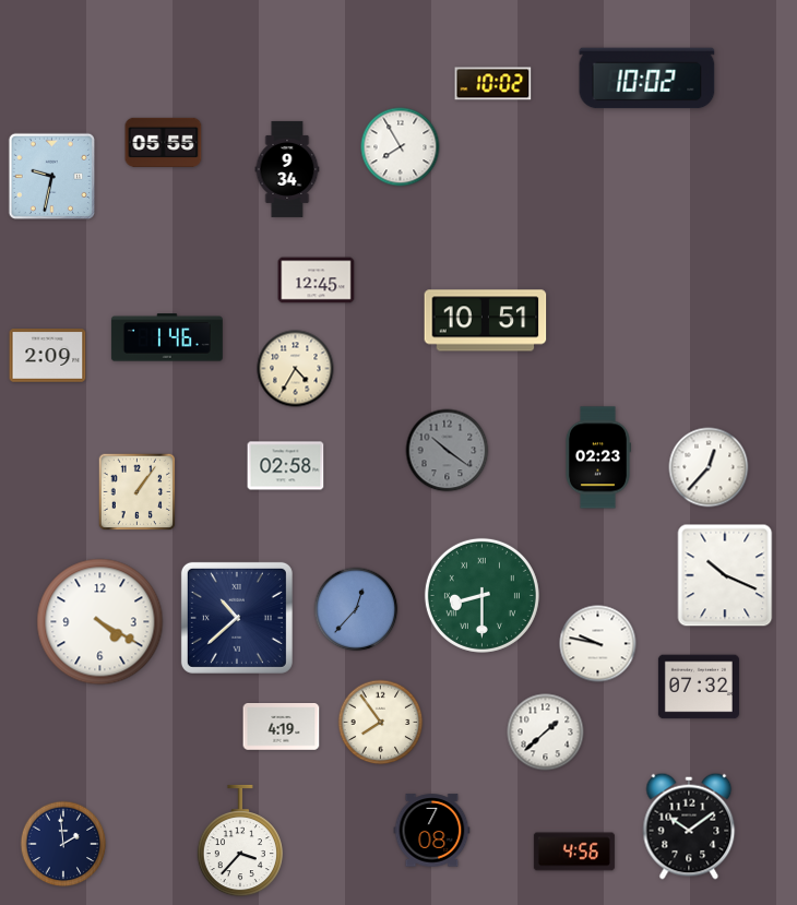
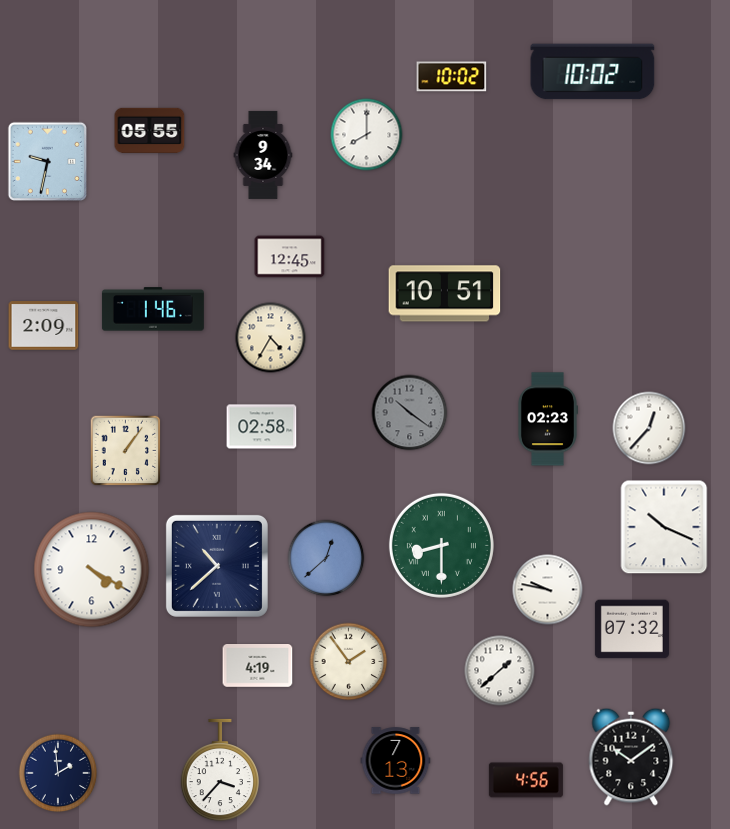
clock at (401, 147): 7:55 -> 8:00
clock at (356, 609): 12:37 -> 12:38
clock at (699, 687) position: (699, 687) -> (632, 629)
clock at (381, 723): 7:54 -> 1:54
clock at (432, 831): 7:08 -> 7:13
